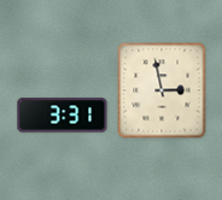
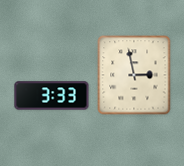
clock at (63, 116): 3:31 -> 3:33
